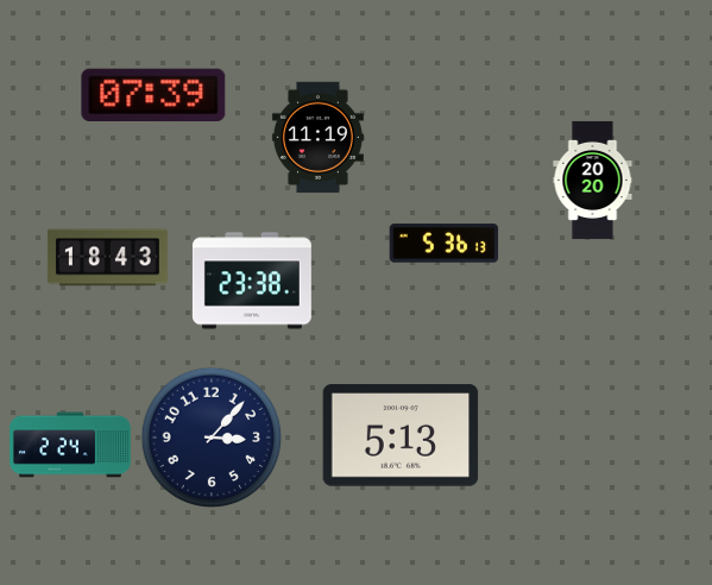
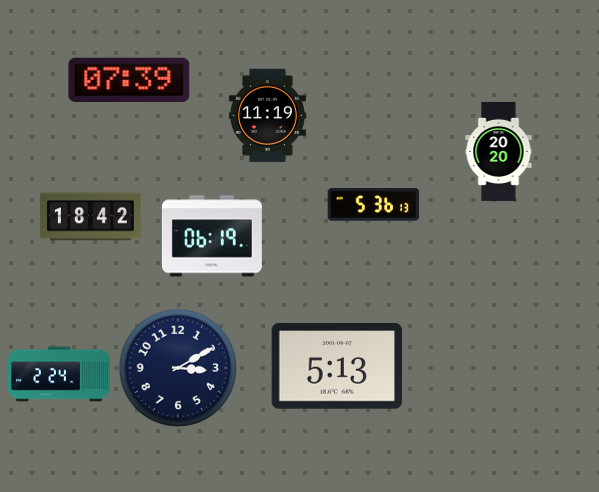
clock at (107, 258): 18:43 -> 18:42
clock at (252, 281): 23:38 -> 06:19
clock at (212, 438): 3:07 -> 3:10
